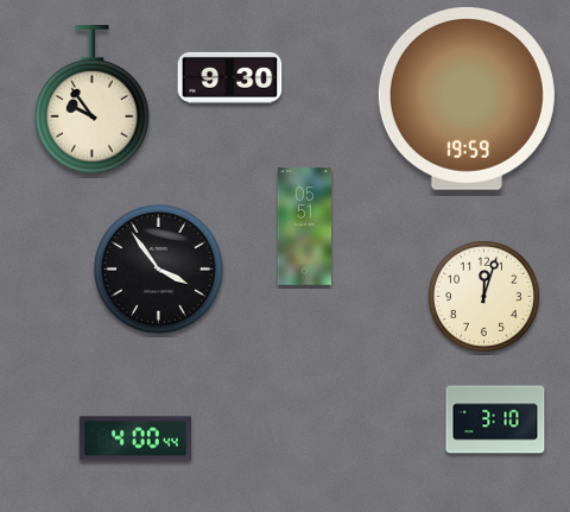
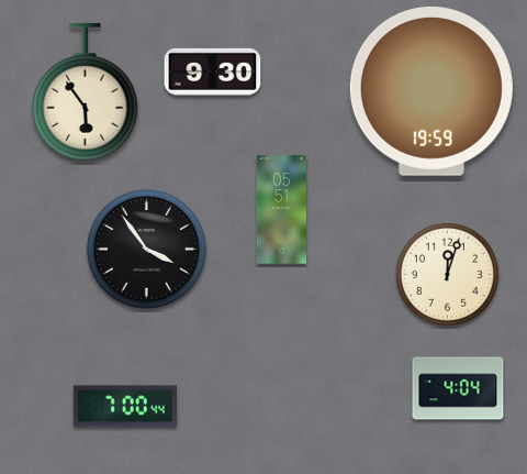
clock at (93, 100): 9:54 -> 5:54
clock at (495, 419): 3:10 -> 4:04
clock at (135, 438): 4:00 -> 7:00
